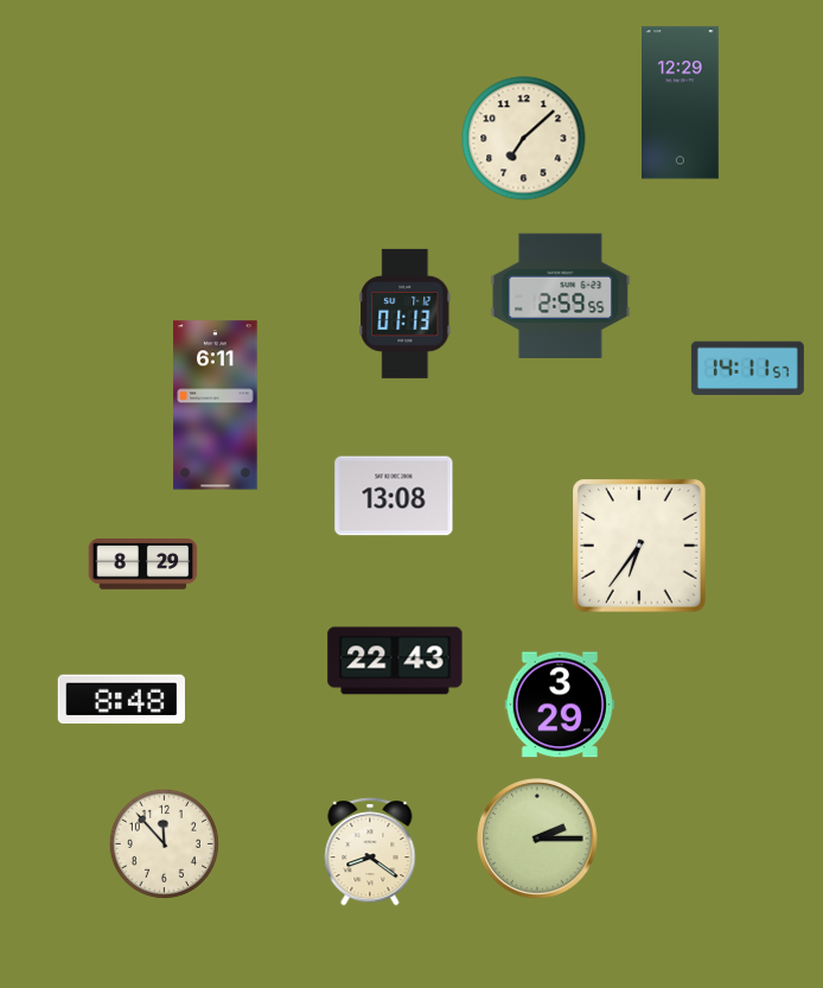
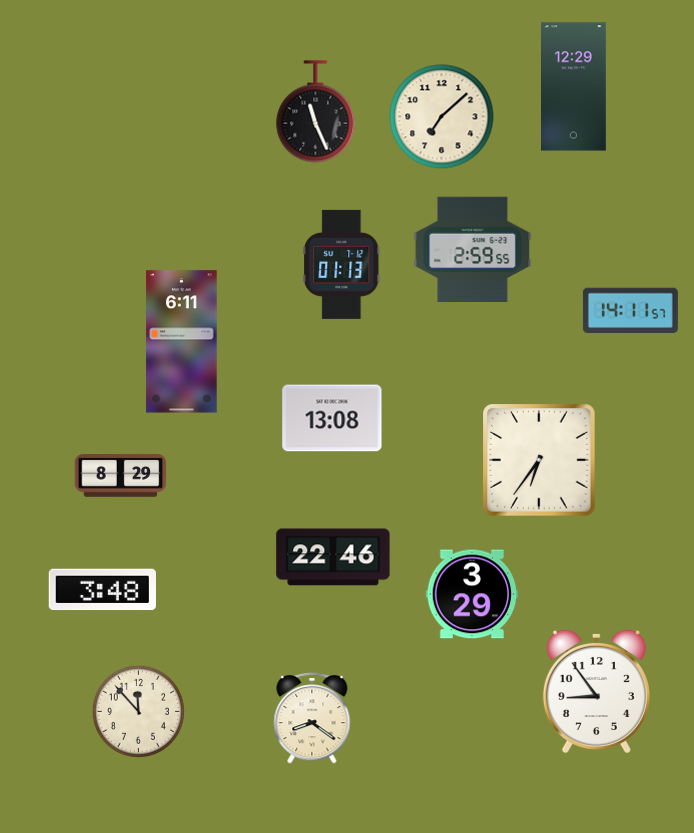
clock at (316, 112): none -> 11:26
clock at (395, 661): 22:43 -> 22:46
clock at (121, 700): 8:48 -> 3:48
clock at (596, 691): none -> 8:54
clock at (537, 839): 2:15 -> none
